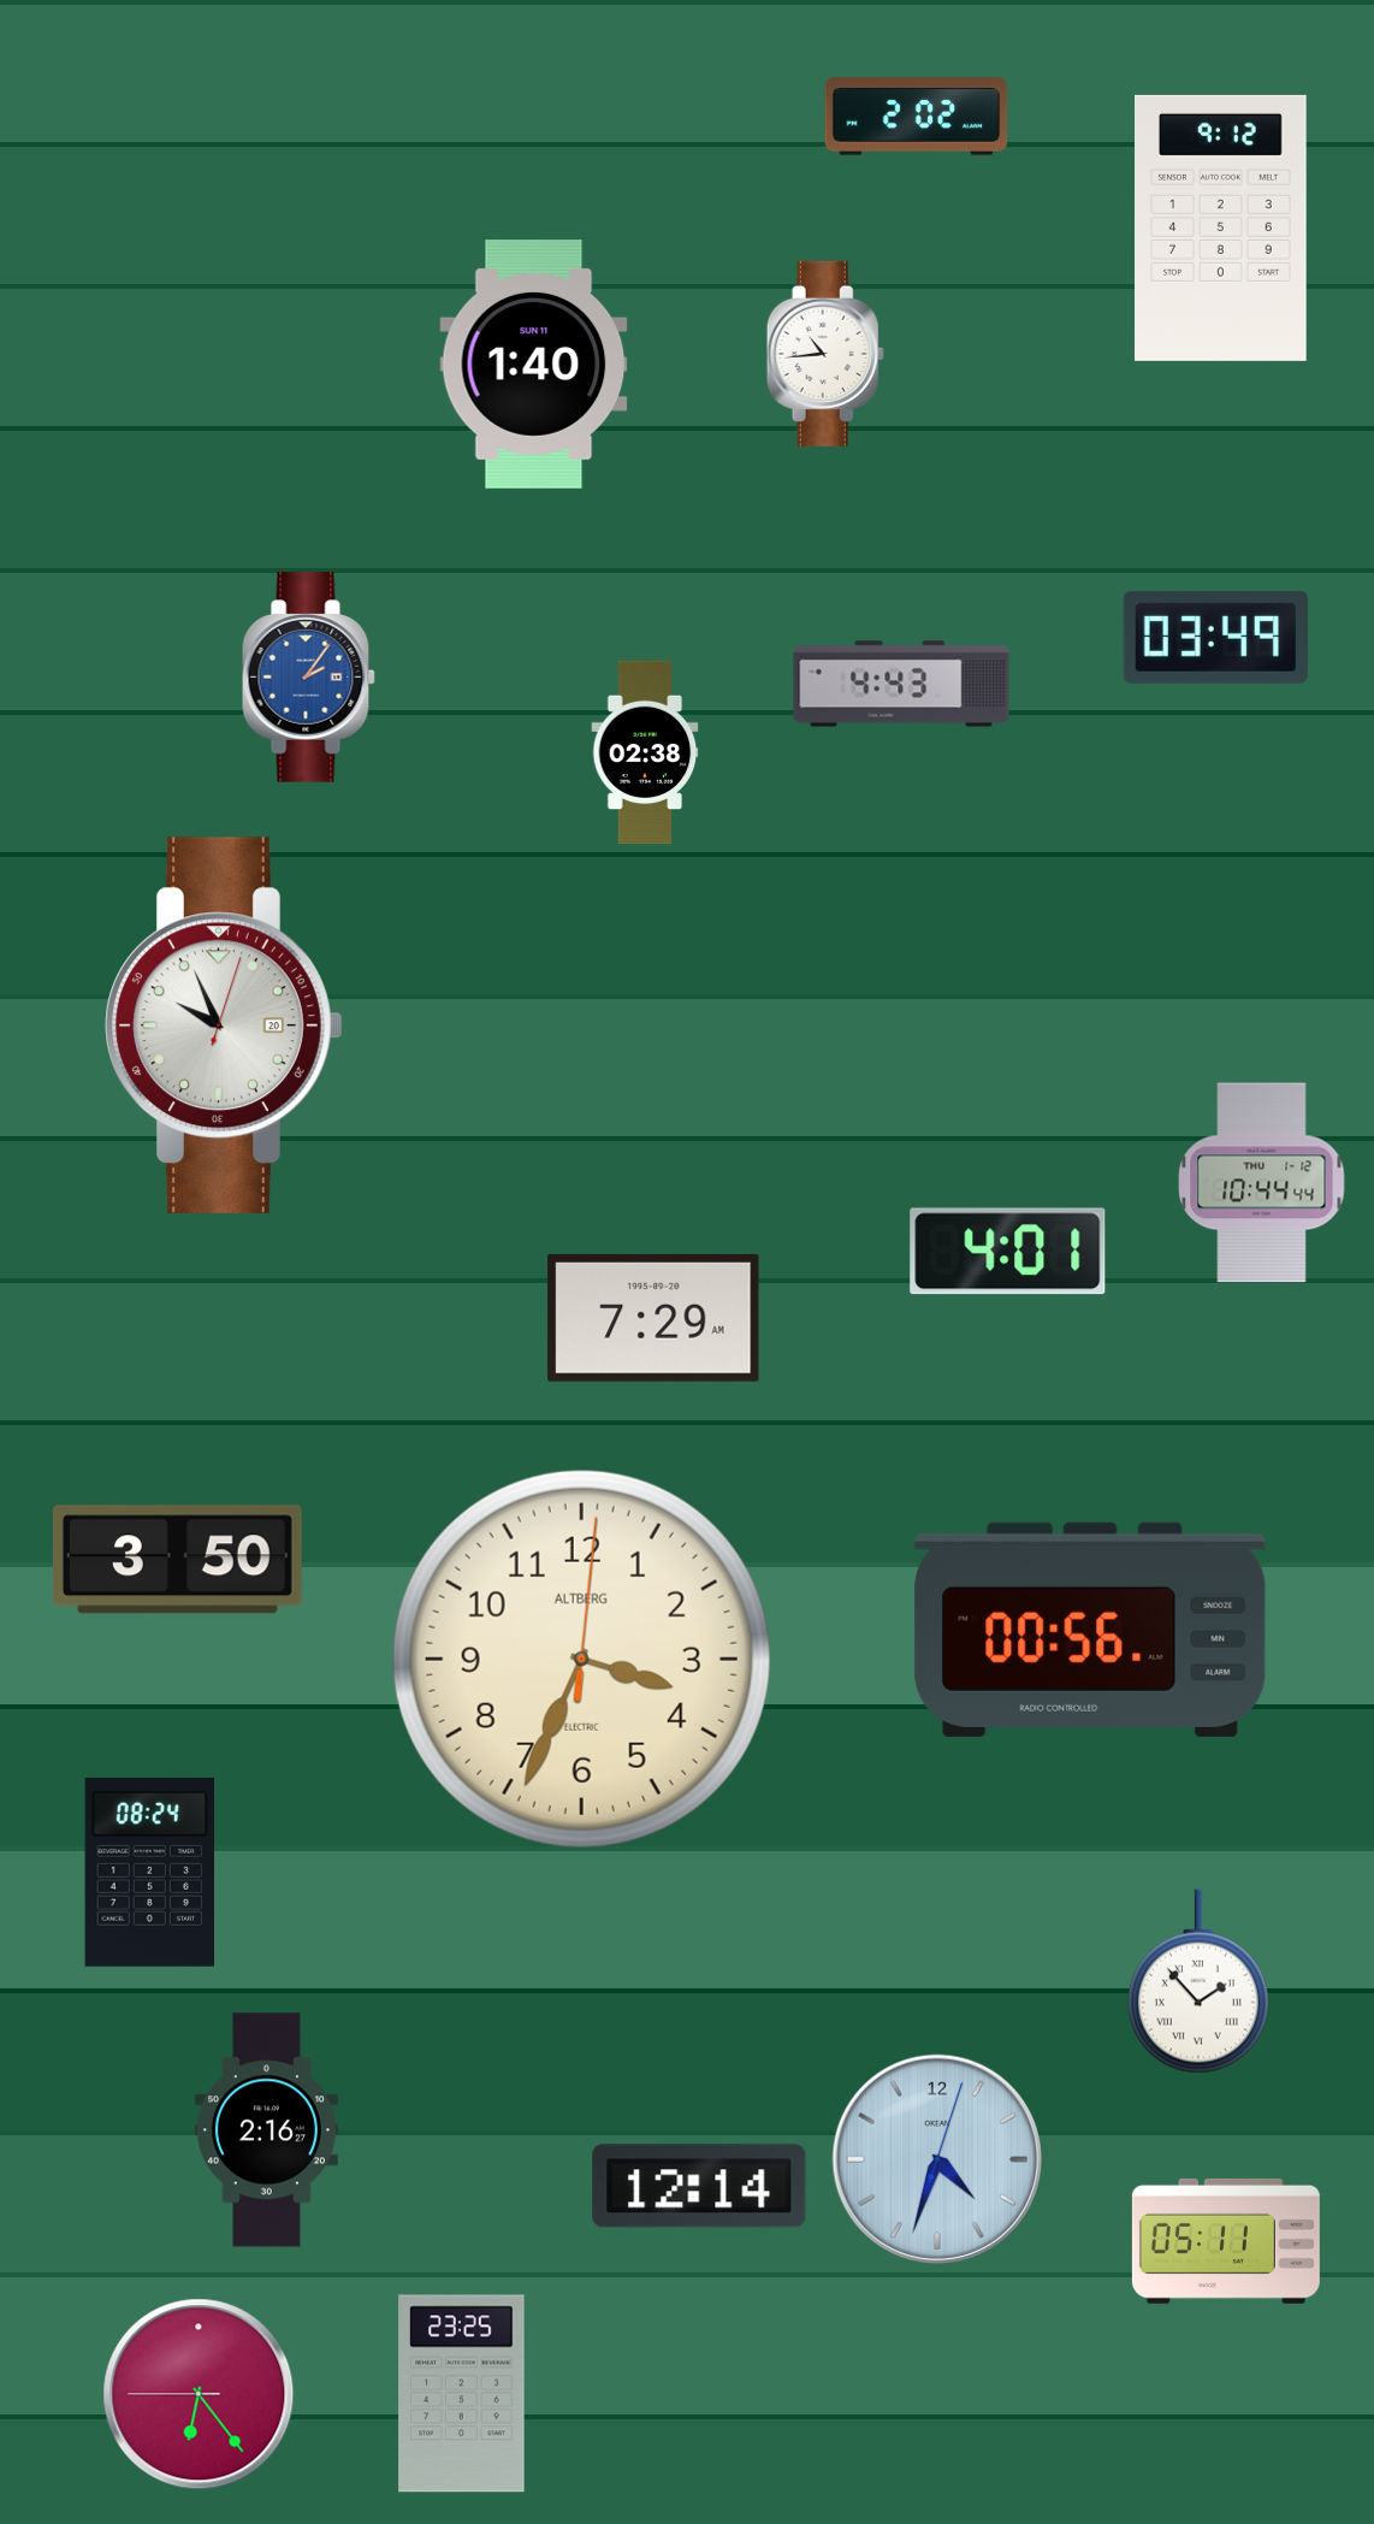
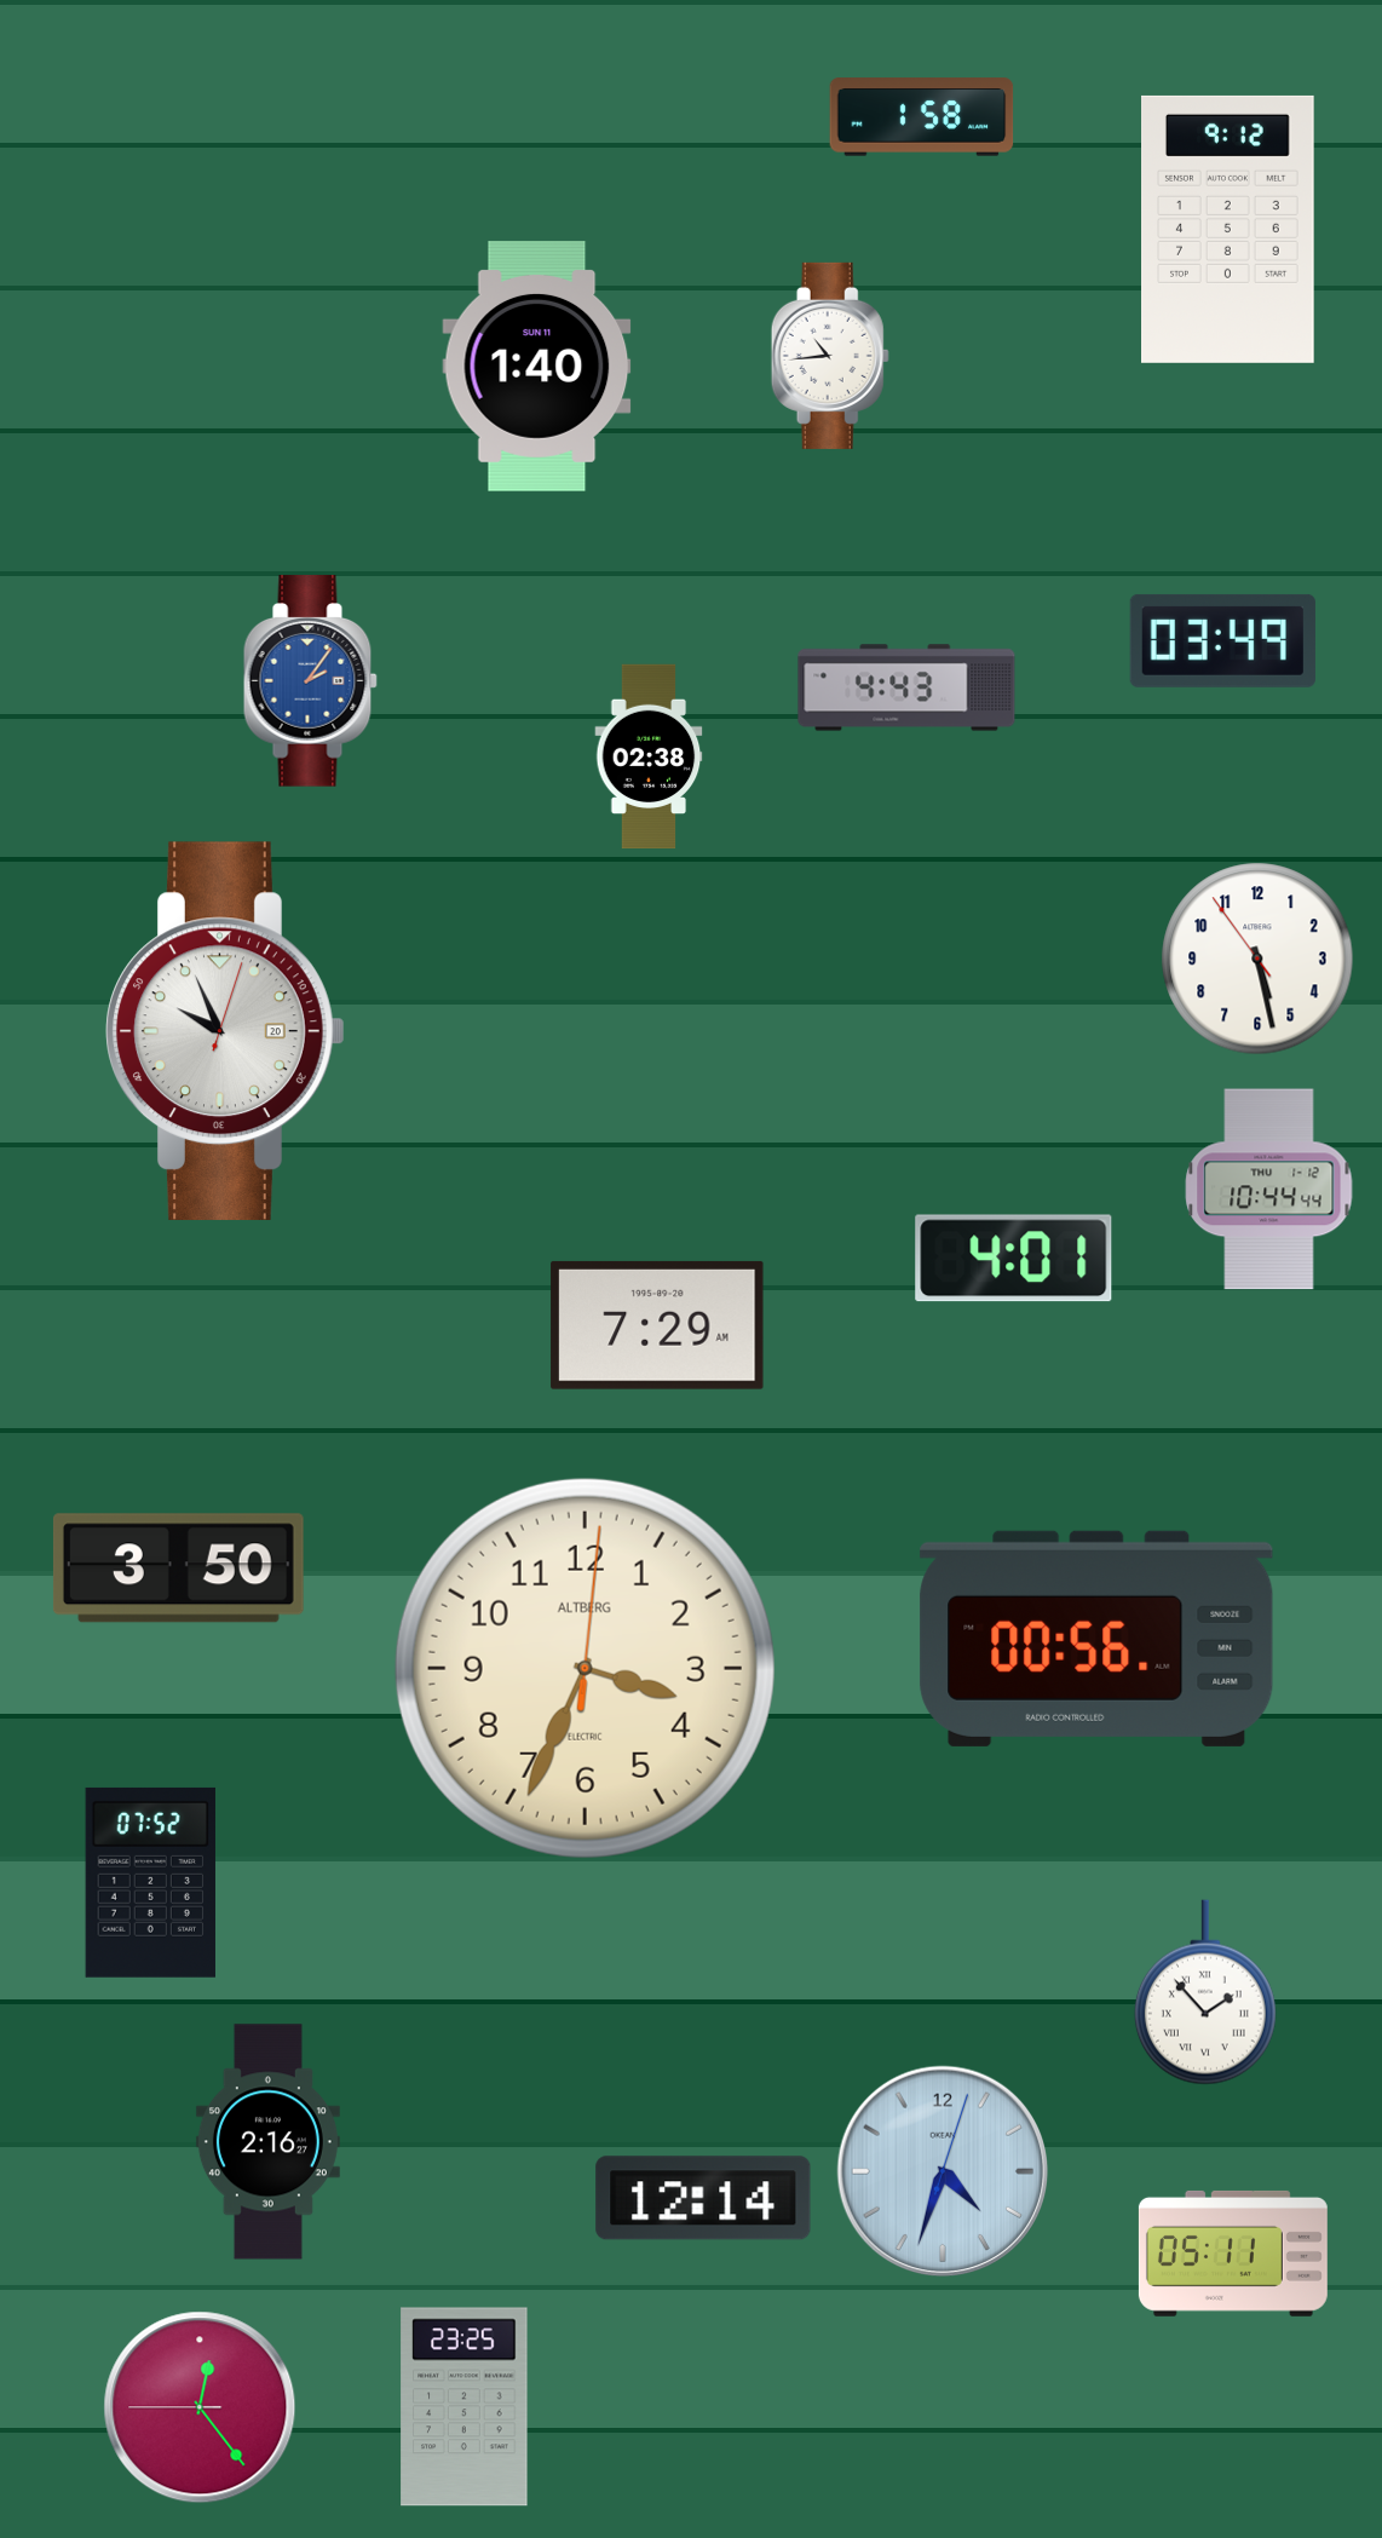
clock at (917, 117): 2:02 -> 1:58
clock at (1257, 959): none -> 5:27
clock at (149, 1872): 08:24 -> 07:52
clock at (199, 2394): 6:23 -> 12:23
